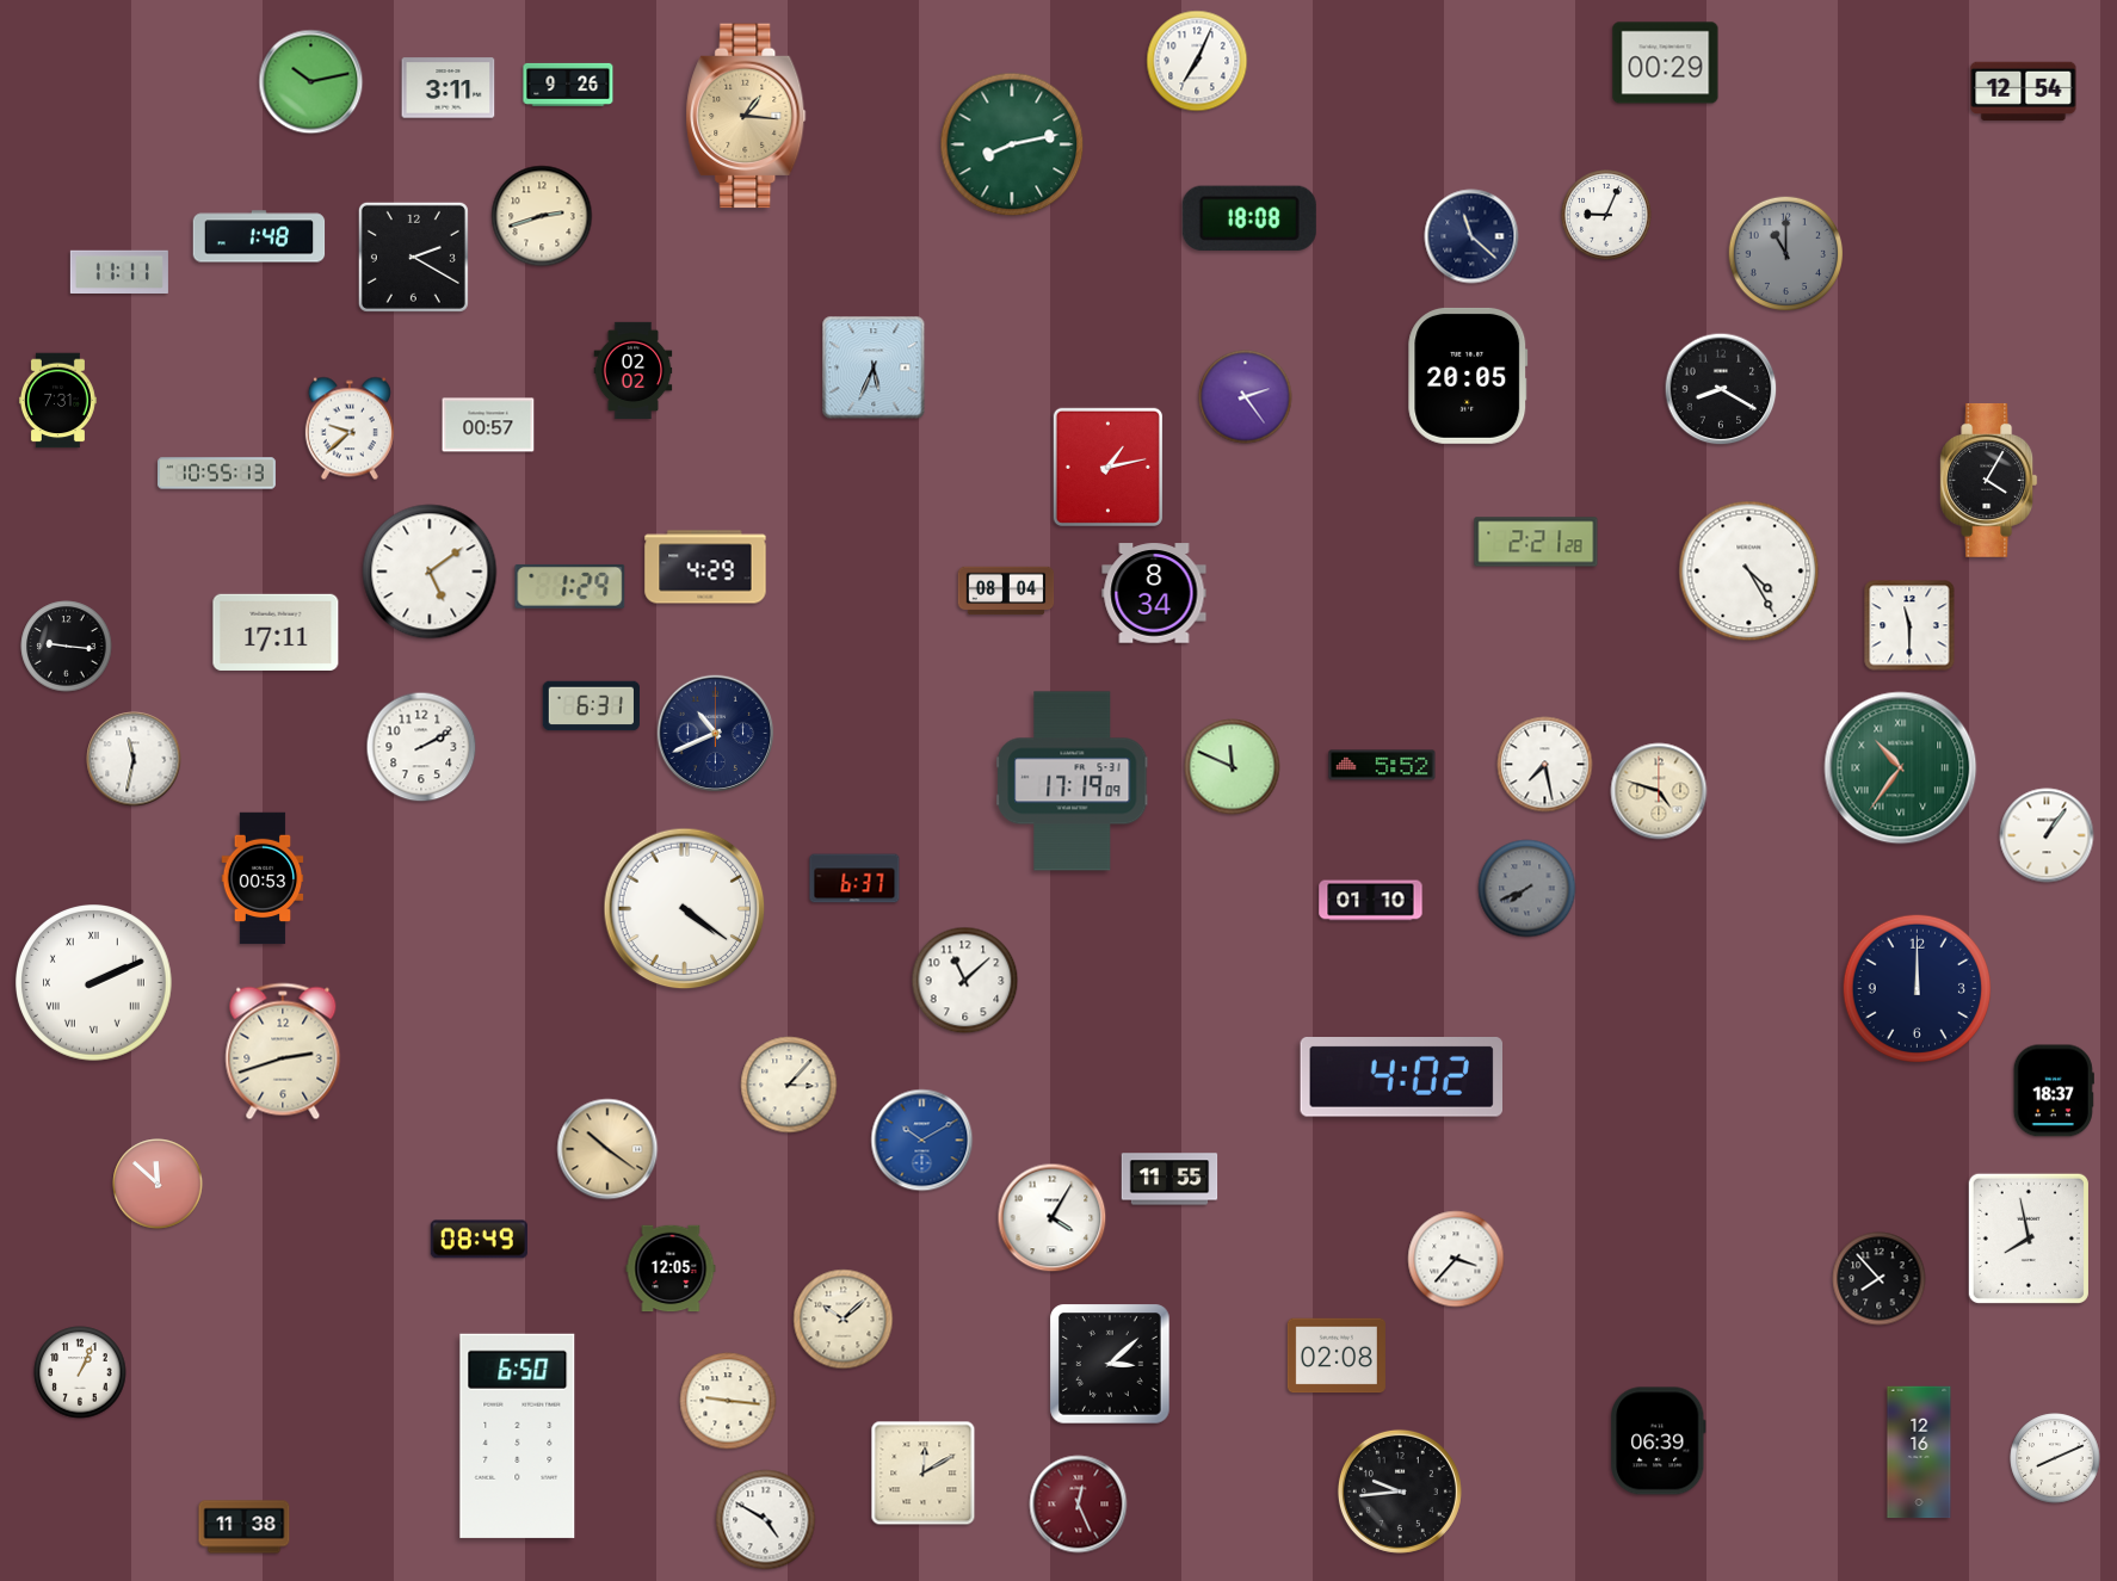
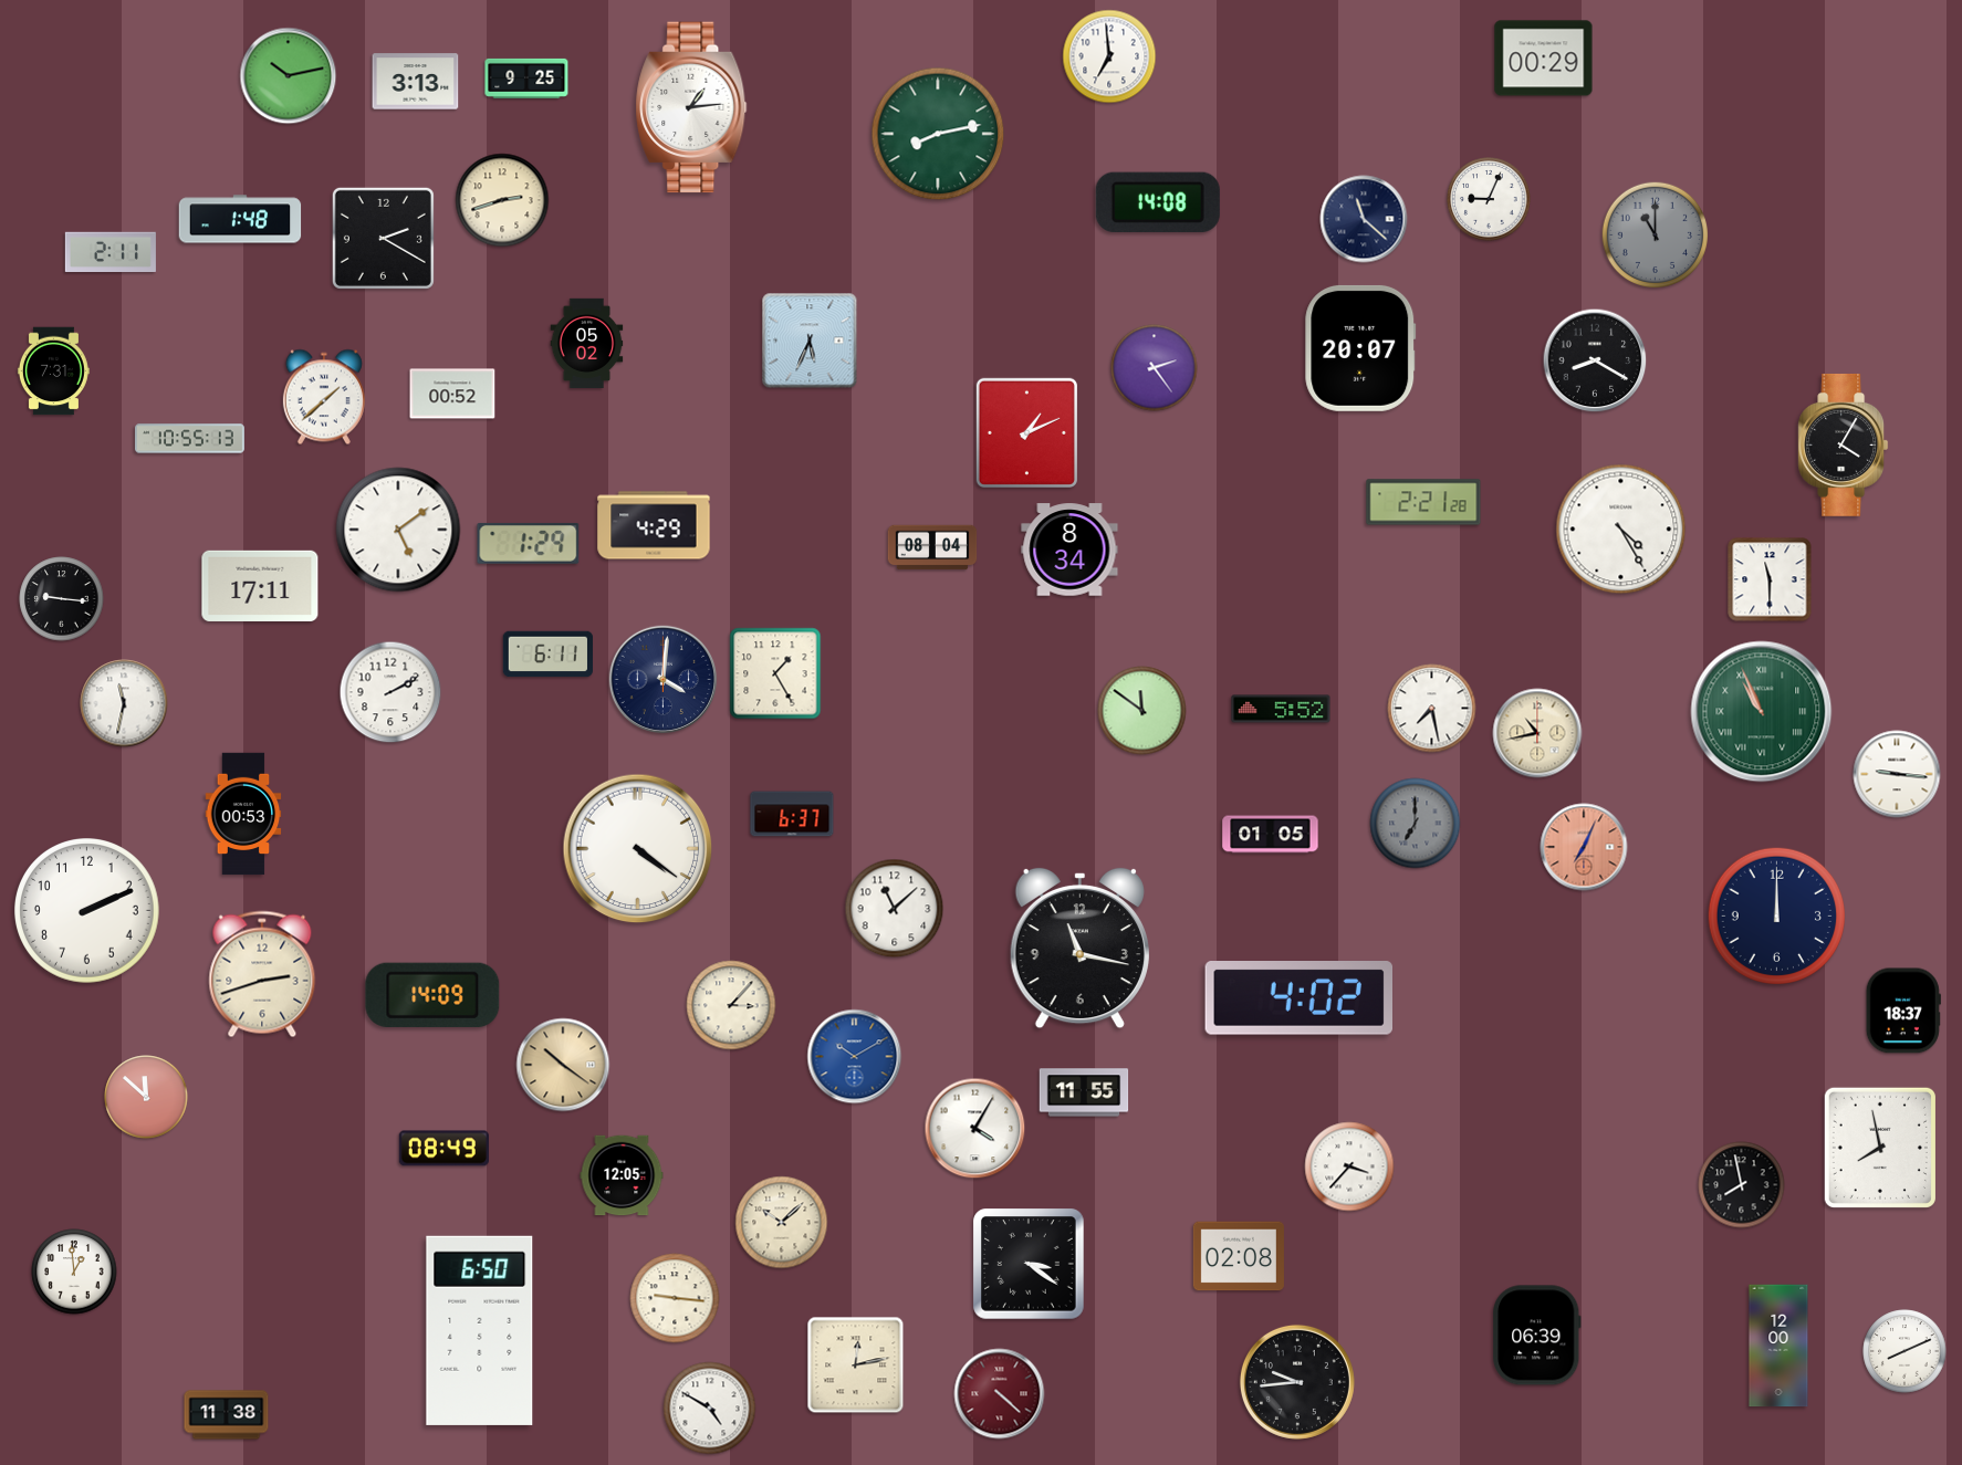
clock at (1197, 61): 7:04 -> 6:59
clock at (568, 85): 9:26 -> 9:25
clock at (449, 88): 3:11 -> 3:13
clock at (2024, 92): 12:54 -> none
clock at (746, 116): 1:16 -> 1:14
clock at (746, 116) dial: champagne -> white
clock at (1249, 218): 18:08 -> 14:08
clock at (119, 271): 11:11 -> 2:11
clock at (634, 371): 02:02 -> 05:02
clock at (1468, 376): 20:05 -> 20:07
clock at (488, 425): 00:57 -> 00:52
clock at (350, 428): 9:38 -> 1:38
clock at (1107, 467): 1:13 -> 1:11
clock at (217, 474) position: (217, 474) -> (190, 439)
clock at (276, 632) position: (276, 632) -> (260, 586)
clock at (591, 706): 6:31 -> 6:11
clock at (775, 673): none -> 1:25
clock at (716, 734): 10:41 -> 4:01
clock at (1233, 767): 11:49 -> 11:51
clock at (1901, 768): 10:36 -> 10:56
clock at (1073, 782): 17:19 -> none
clock at (1659, 791): 4:48 -> 10:43
clock at (2047, 835): 1:06 -> 9:16
clock at (1527, 889): 7:41 -> 7:00
clock at (1371, 901): 01:10 -> 01:05
clock at (685, 909) position: (685, 909) -> (638, 849)
clock at (1584, 847): none -> 7:04
clock at (94, 983) numerals: Roman -> Arabic
clock at (1079, 949): none -> 11:17
clock at (432, 995): none -> 14:09
clock at (1880, 1279): 7:53 -> 7:58
clock at (1110, 1364): 3:08 -> 3:21
clock at (80, 1372): 1:04 -> 12:59
clock at (1919, 1452): 12:16 -> 12:00
clock at (924, 1474): 12:10 -> 12:13
clock at (1079, 1505): 12:26 -> 4:22
